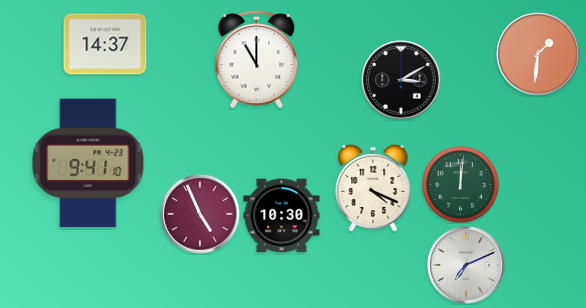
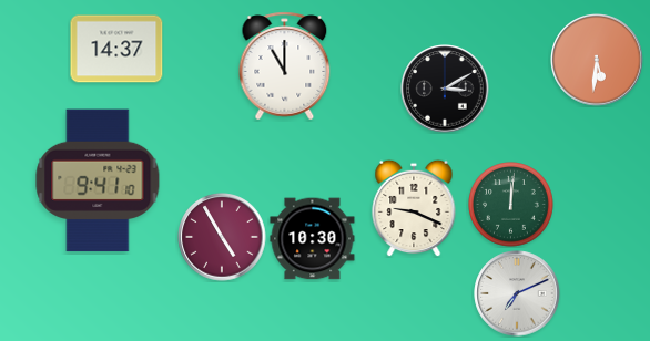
clock at (539, 55): 1:31 -> 5:31
clock at (373, 188): 4:19 -> 9:19
clock at (200, 214): 4:56 -> 4:55
